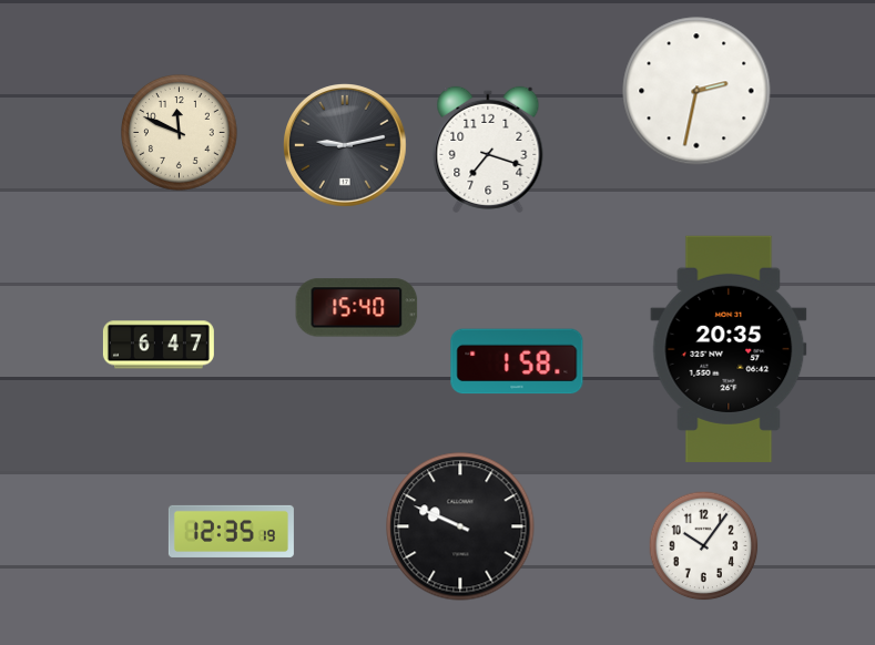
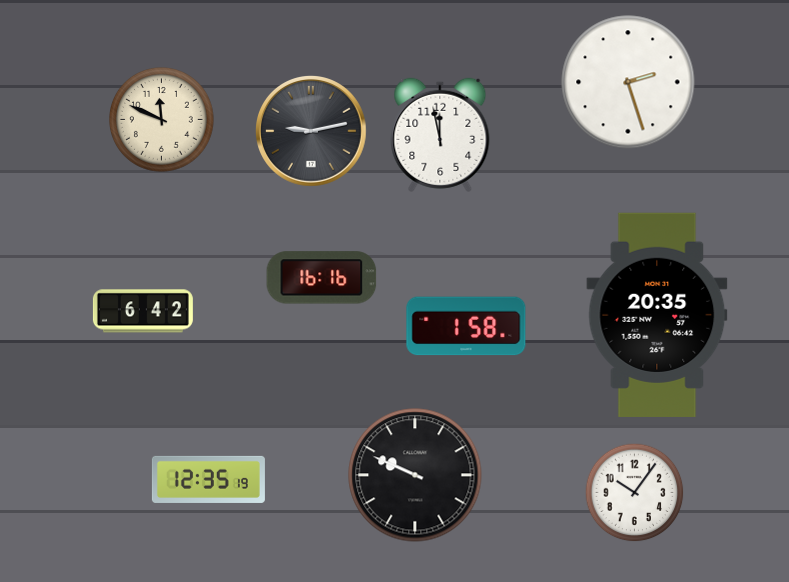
clock at (696, 91): 2:32 -> 2:27
clock at (488, 150): 7:18 -> 11:58
clock at (357, 308): 15:40 -> 16:16
clock at (159, 345): 6:47 -> 6:42
